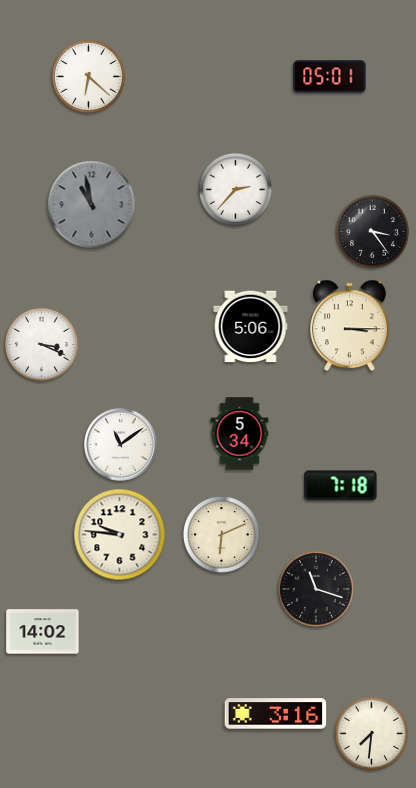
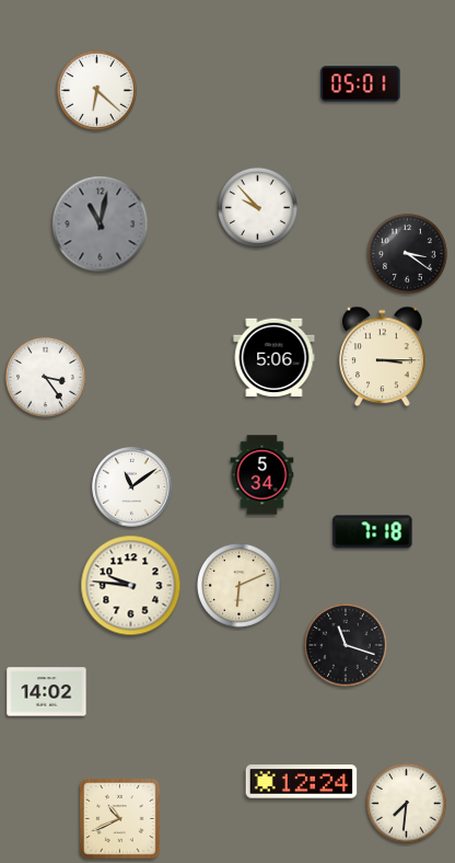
clock at (88, 76) position: (88, 76) -> (96, 90)
clock at (235, 189): 2:37 -> 9:53
clock at (92, 205): 10:58 -> 11:02
clock at (372, 231): 3:24 -> 3:21
clock at (41, 344): 3:19 -> 3:24
clock at (222, 535) position: (222, 535) -> (240, 586)
clock at (276, 714): 3:16 -> 12:24
clock at (120, 819): none -> 10:41
